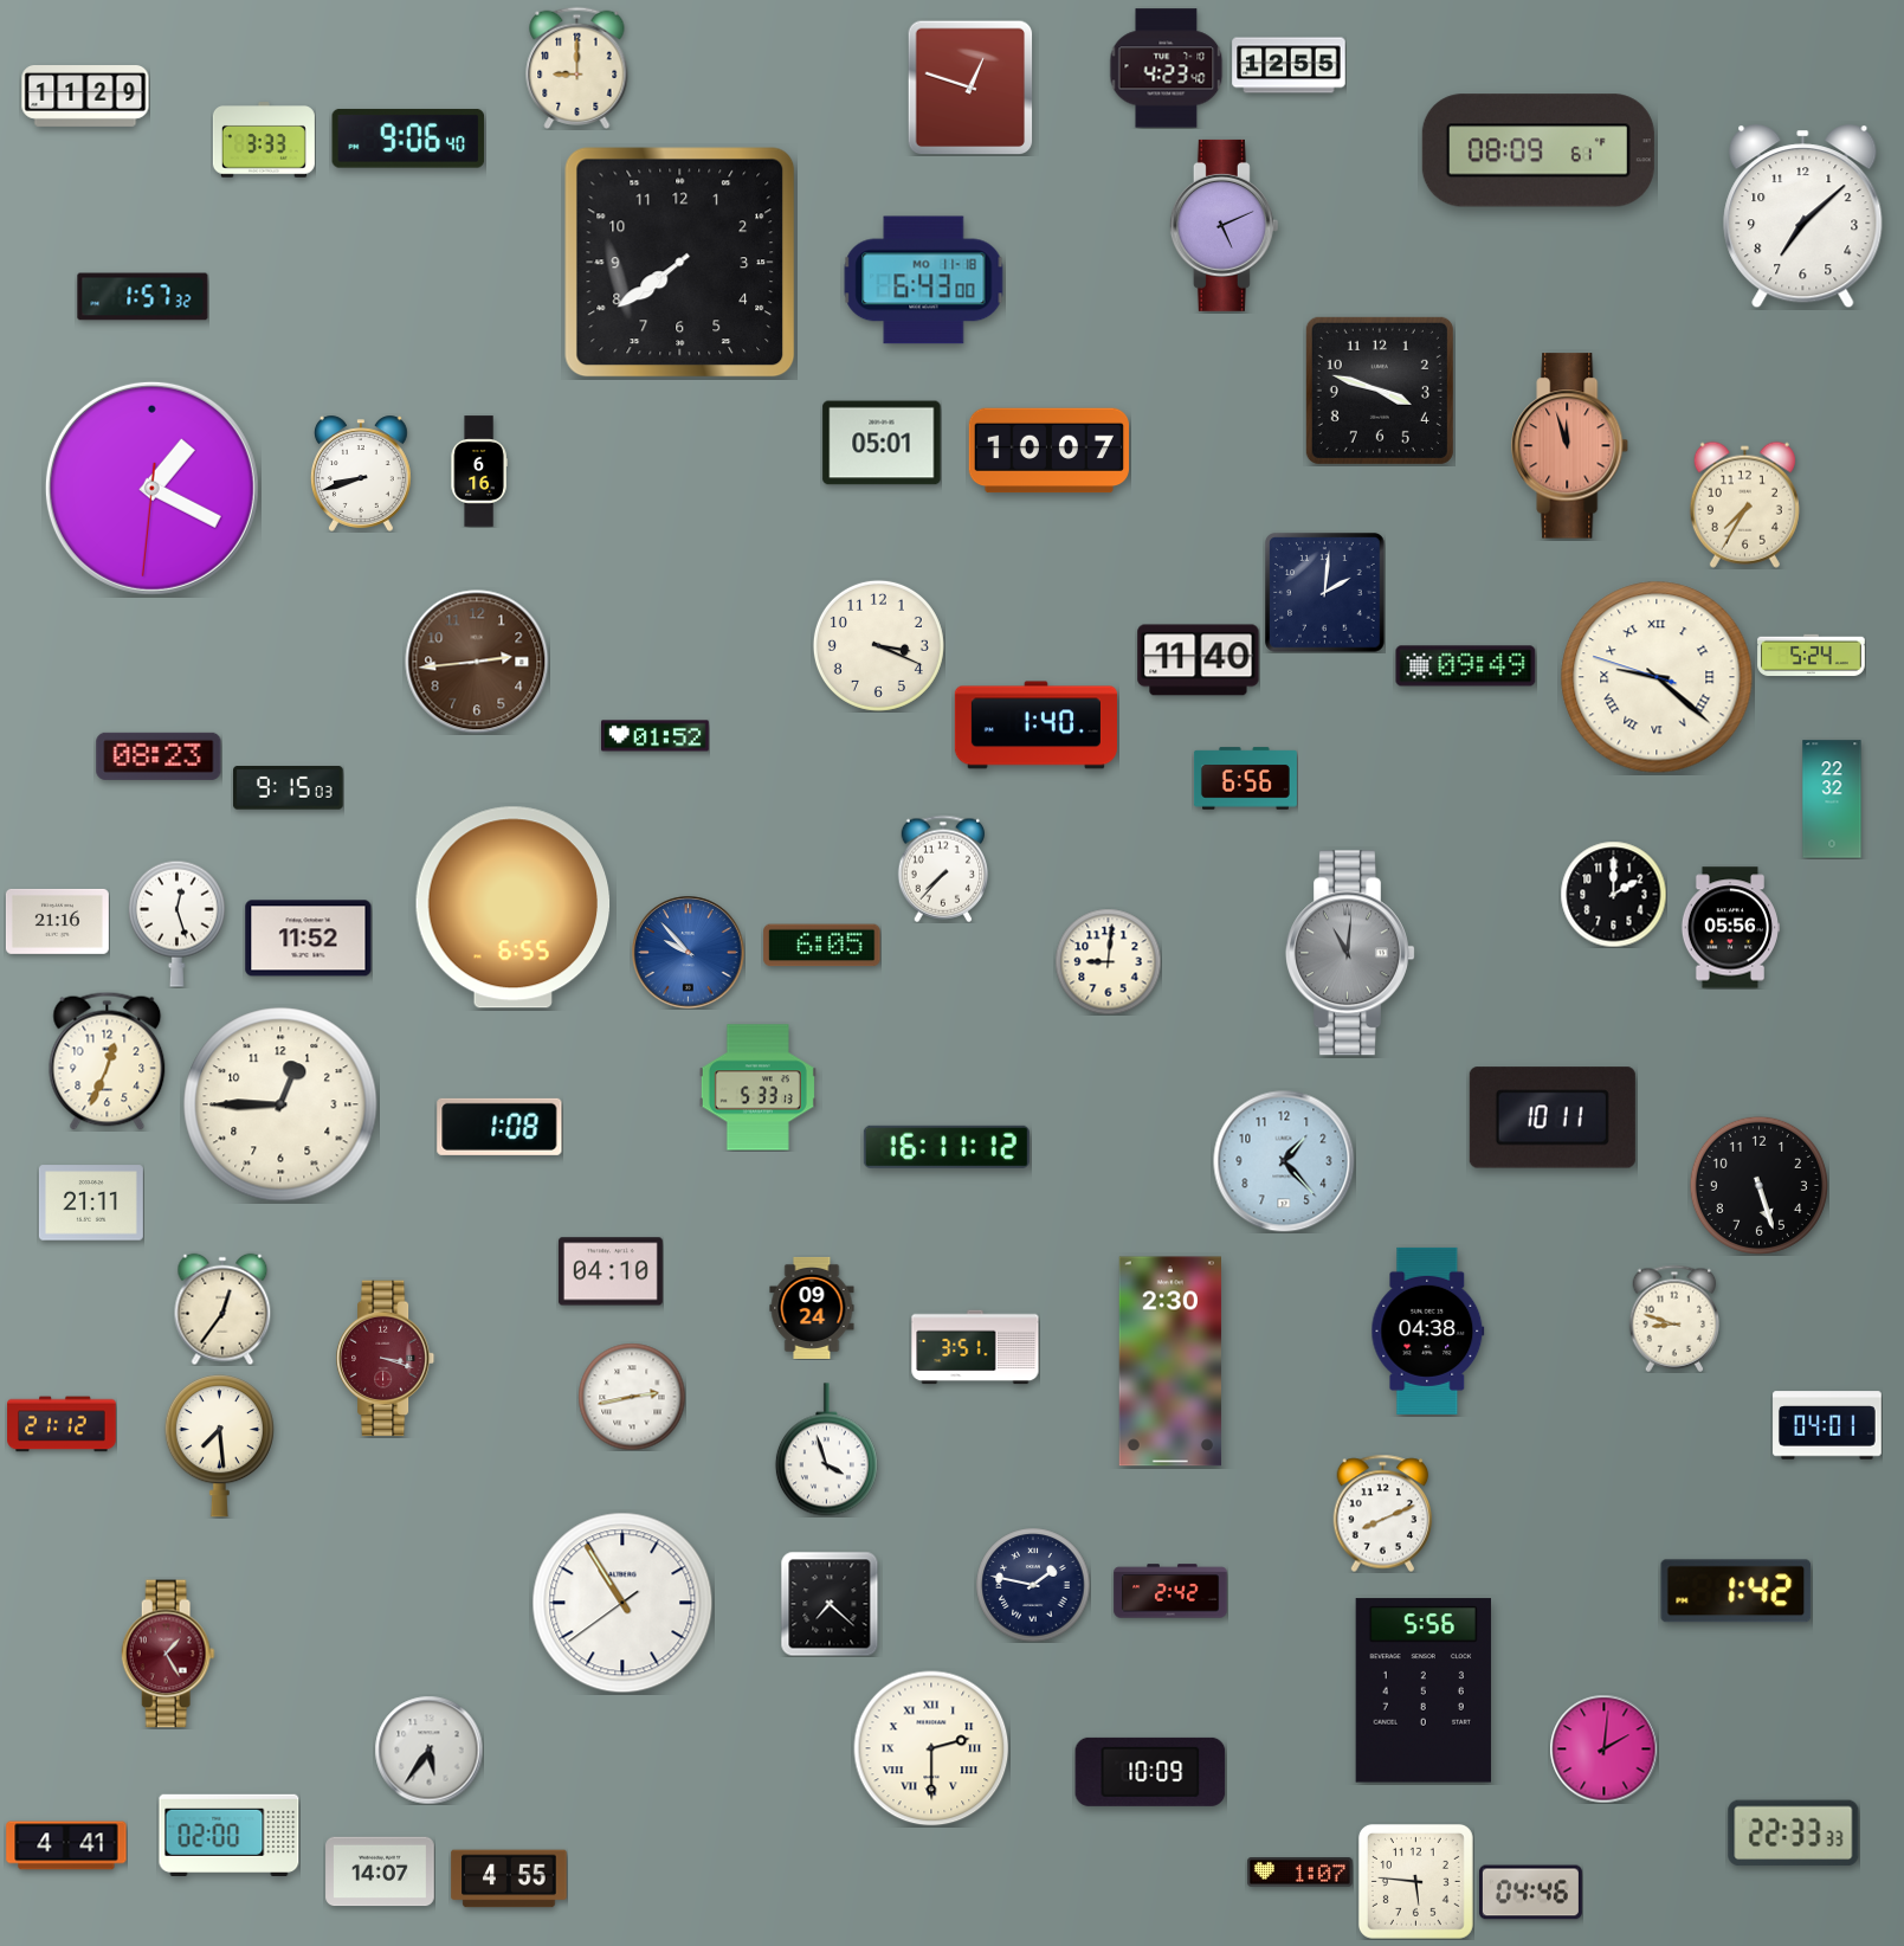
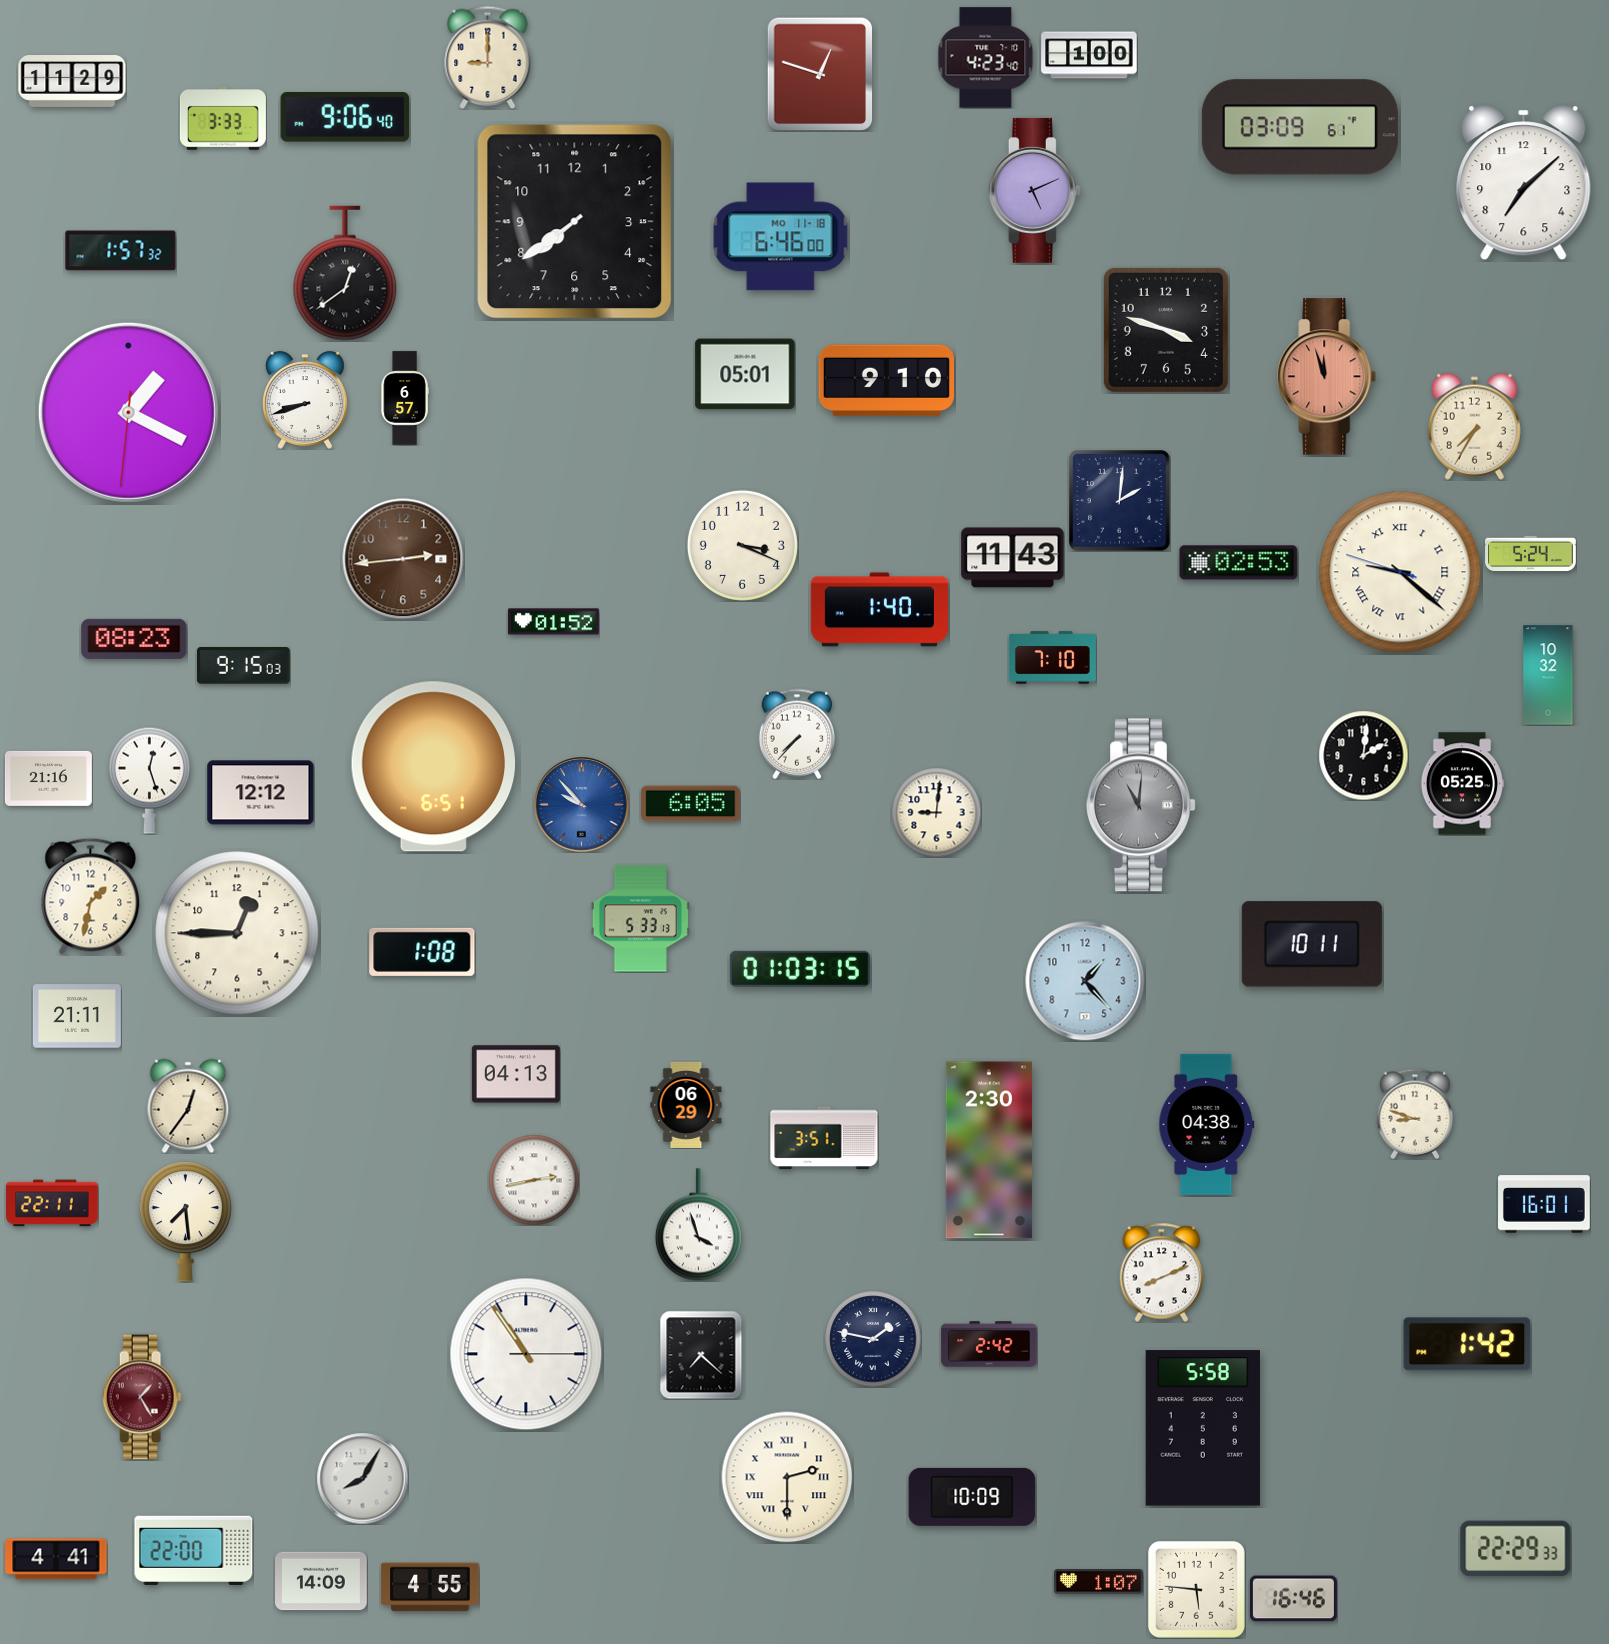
clock at (1289, 65): 12:55 -> 1:00
clock at (1538, 150): 08:09 -> 03:09
clock at (924, 281): 6:43 -> 6:46
clock at (345, 273): none -> 12:39
clock at (1048, 451): 10:07 -> 9:10
clock at (479, 471): 6:16 -> 6:57
clock at (1199, 661): 11:40 -> 11:43
clock at (1466, 666): 09:49 -> 02:53
clock at (1035, 726) position: (1035, 726) -> (879, 610)
clock at (1245, 779): 6:56 -> 7:10
clock at (1832, 799): 22:32 -> 10:32
clock at (1613, 894): 2:00 -> 2:01
clock at (514, 908): 6:55 -> 6:51
clock at (1729, 928): 05:56 -> 05:25
clock at (309, 939): 11:52 -> 12:12
clock at (822, 946) position: (822, 946) -> (691, 804)
clock at (108, 1061): 12:34 -> 1:32
clock at (947, 1147): 16:11 -> 01:03
clock at (1758, 1185): 5:27 -> none
clock at (611, 1271): 04:10 -> 04:13
clock at (812, 1308): 09:24 -> 06:29
clock at (386, 1359): 3:18 -> none
clock at (62, 1424): 21:12 -> 22:11
clock at (1827, 1425): 04:01 -> 16:01
clock at (1383, 1513) position: (1383, 1513) -> (1162, 1272)
clock at (622, 1603): 10:54:39 -> 10:54:15
clock at (1424, 1690): 5:56 -> 5:58
clock at (1603, 1748): 2:01 -> none
clock at (428, 1750): 5:36 -> 8:05
clock at (1794, 1834): 22:33 -> 22:29
clock at (230, 1835): 02:00 -> 22:00
clock at (380, 1871): 14:07 -> 14:09
clock at (1530, 1893): 04:46 -> 16:46
